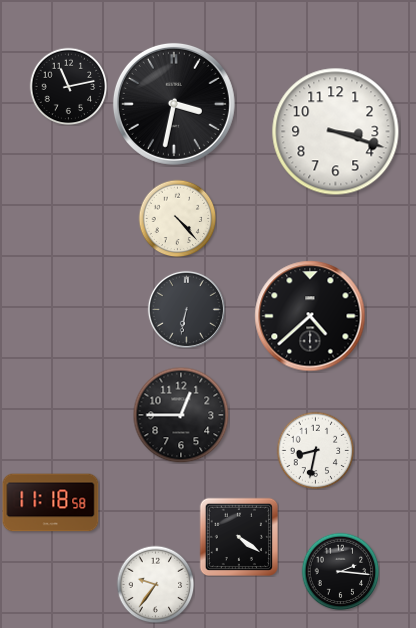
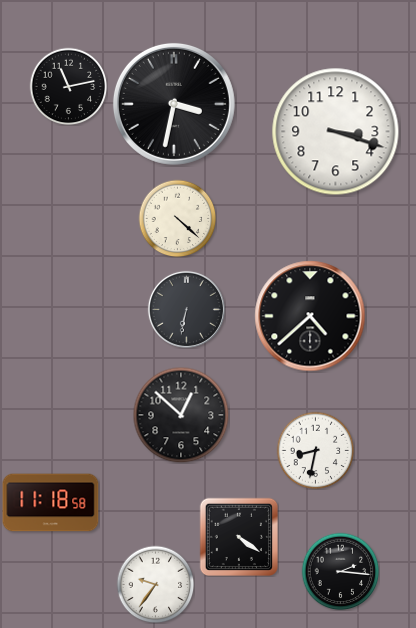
clock at (177, 218): 4:23 -> 4:22
clock at (181, 415): 12:45 -> 12:52
